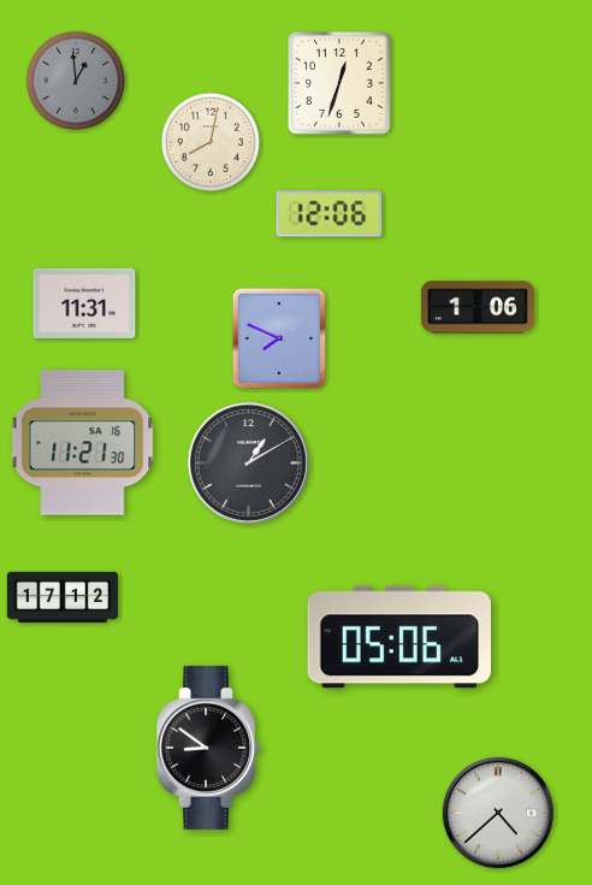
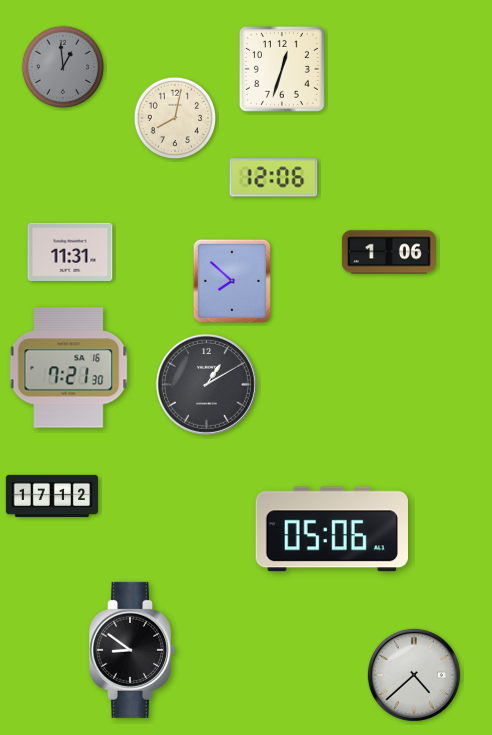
clock at (478, 307) position: (478, 307) -> (389, 252)
clock at (279, 338): 7:49 -> 7:52
clock at (83, 443): 11:21 -> 7:21
clock at (208, 748) position: (208, 748) -> (132, 650)
